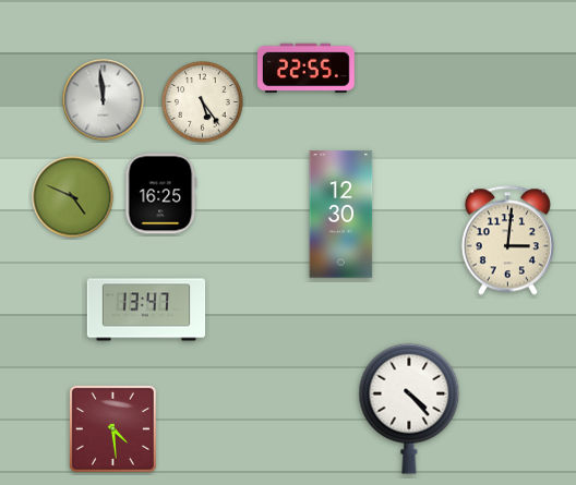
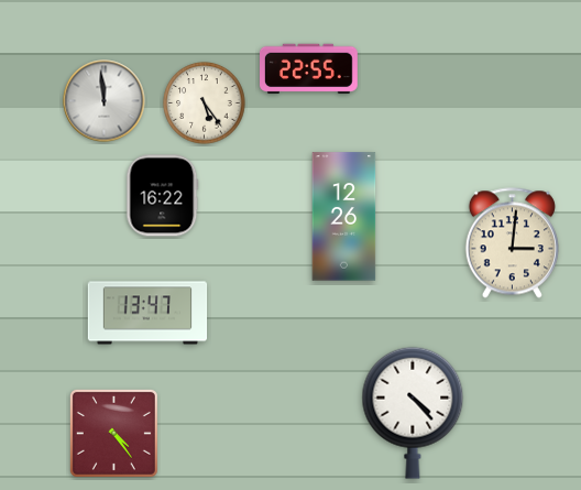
clock at (161, 194): 16:25 -> 16:22
clock at (73, 197): 4:49 -> none
clock at (341, 215): 12:30 -> 12:26
clock at (112, 428): 4:29 -> 4:24
